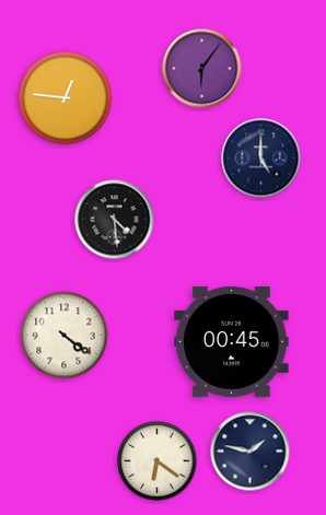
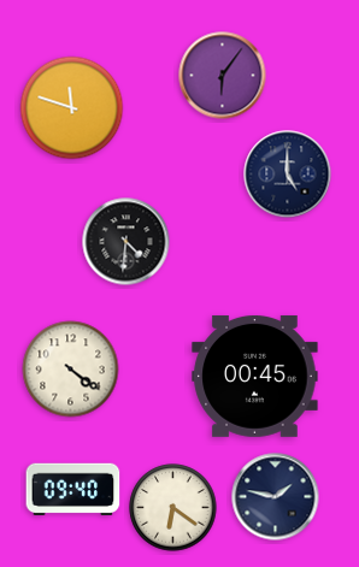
clock at (66, 98): 12:46 -> 11:48
clock at (115, 220): 4:29 -> 4:31
clock at (73, 489): none -> 09:40
